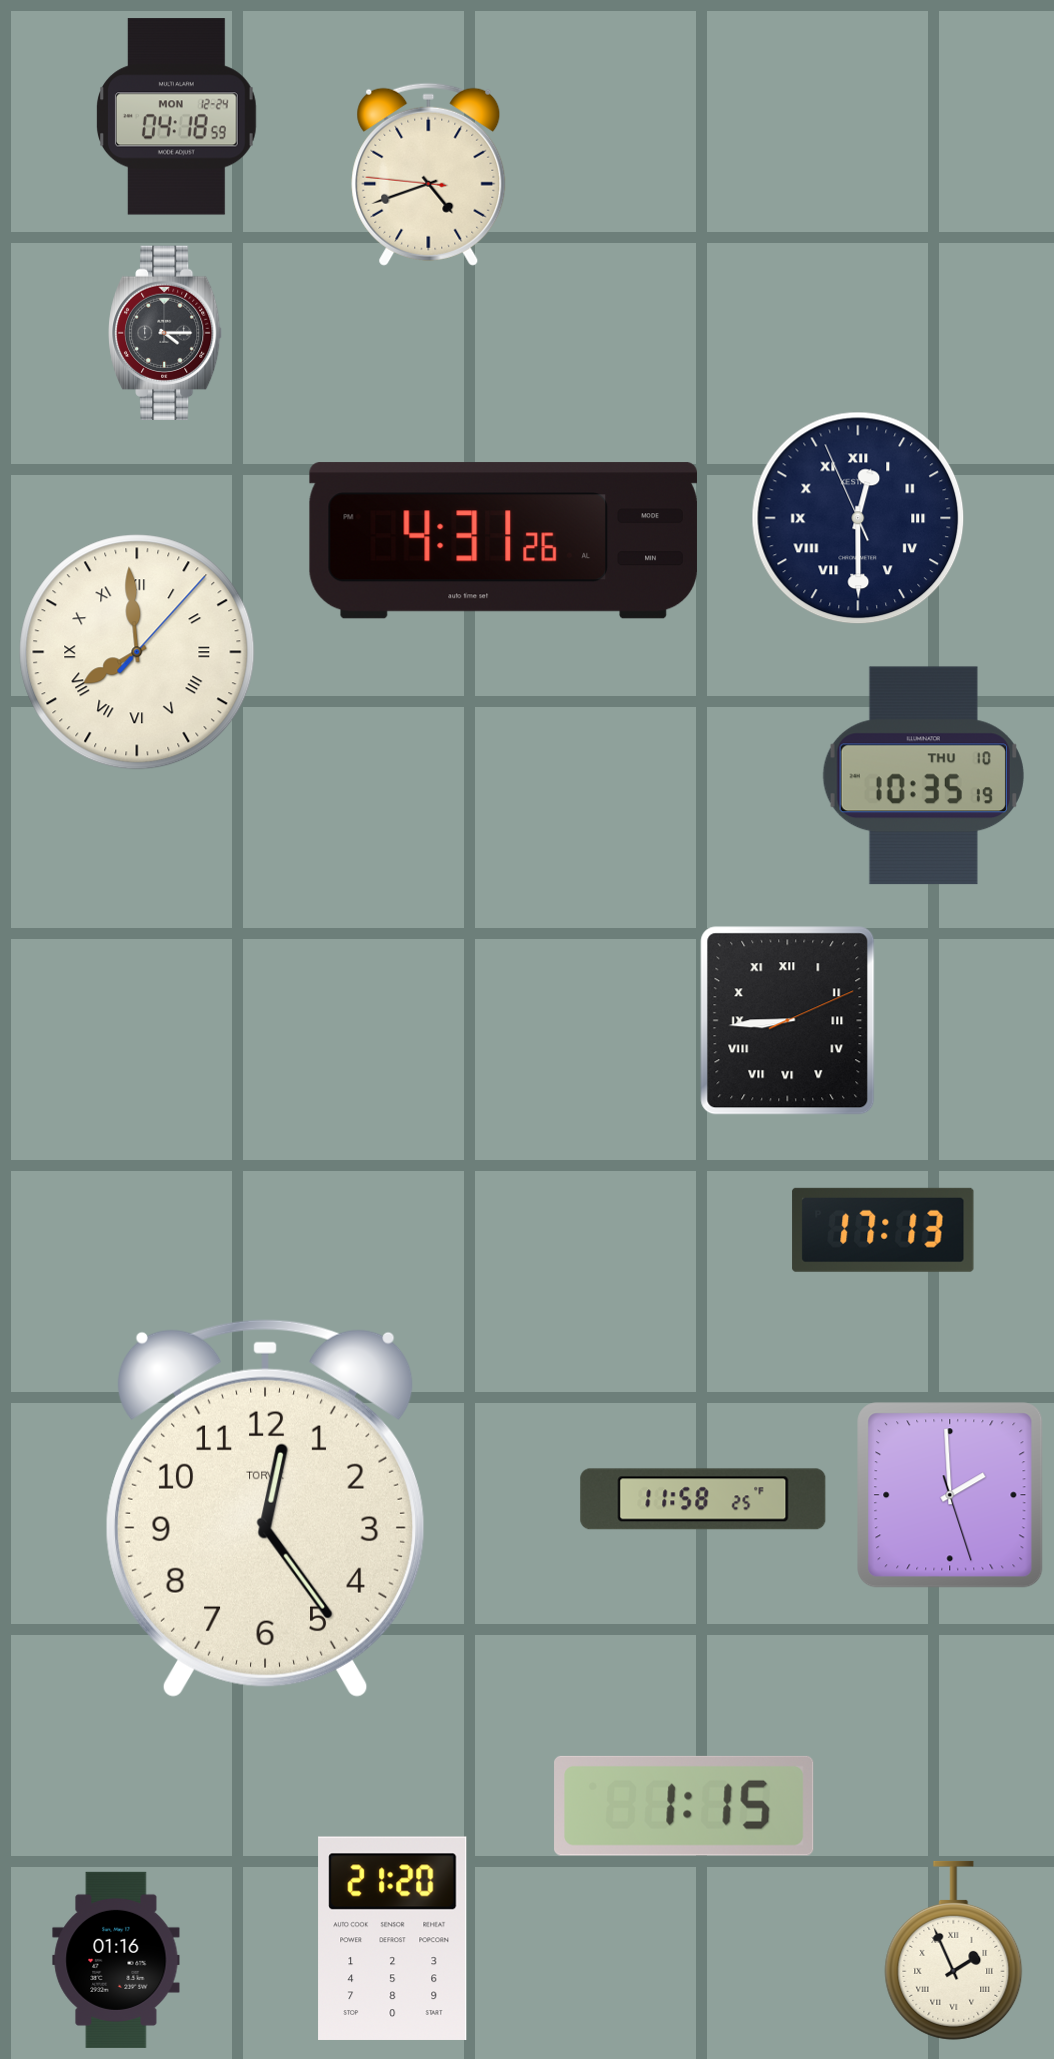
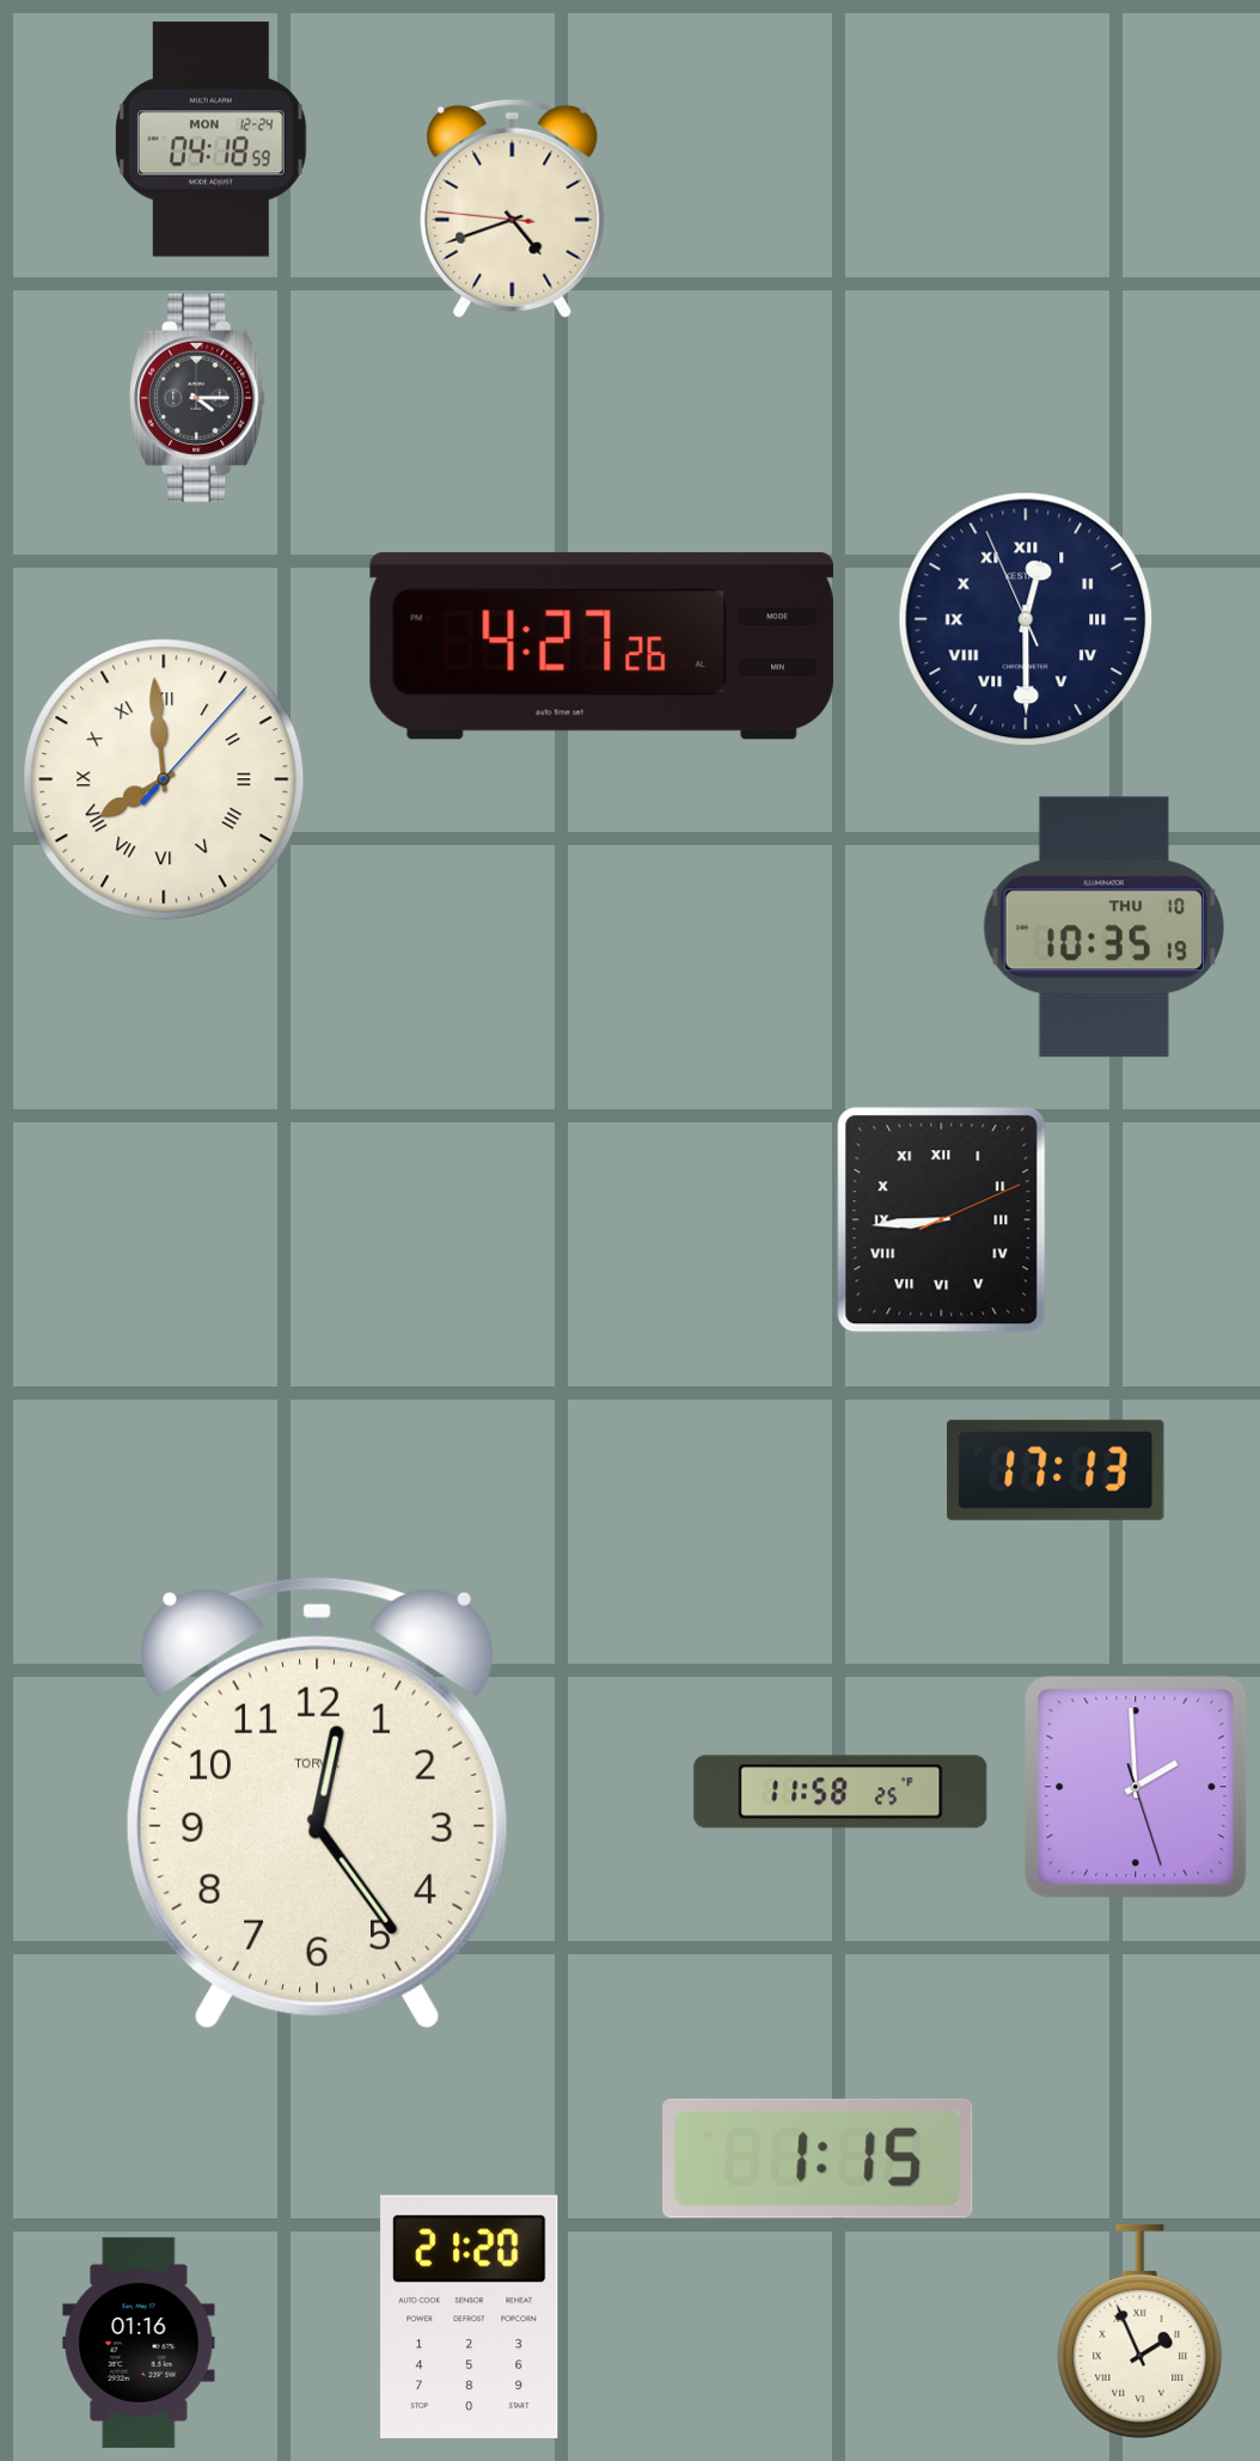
clock at (503, 541): 4:31 -> 4:27
